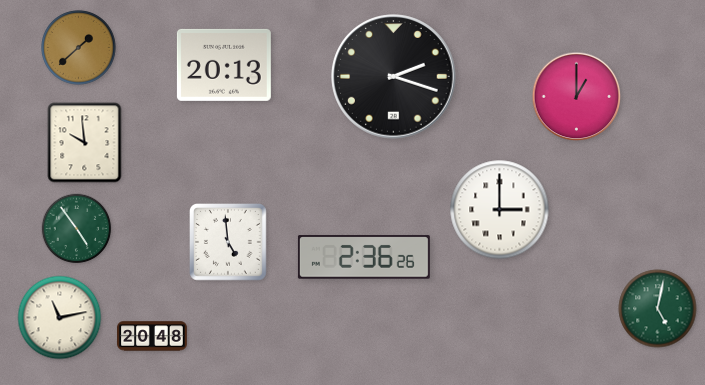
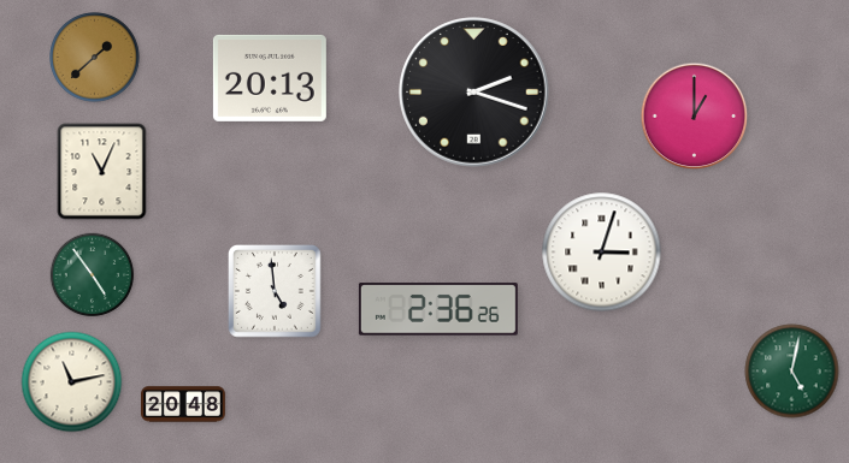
clock at (85, 143): 9:59 -> 11:04
clock at (500, 210): 3:00 -> 3:03
